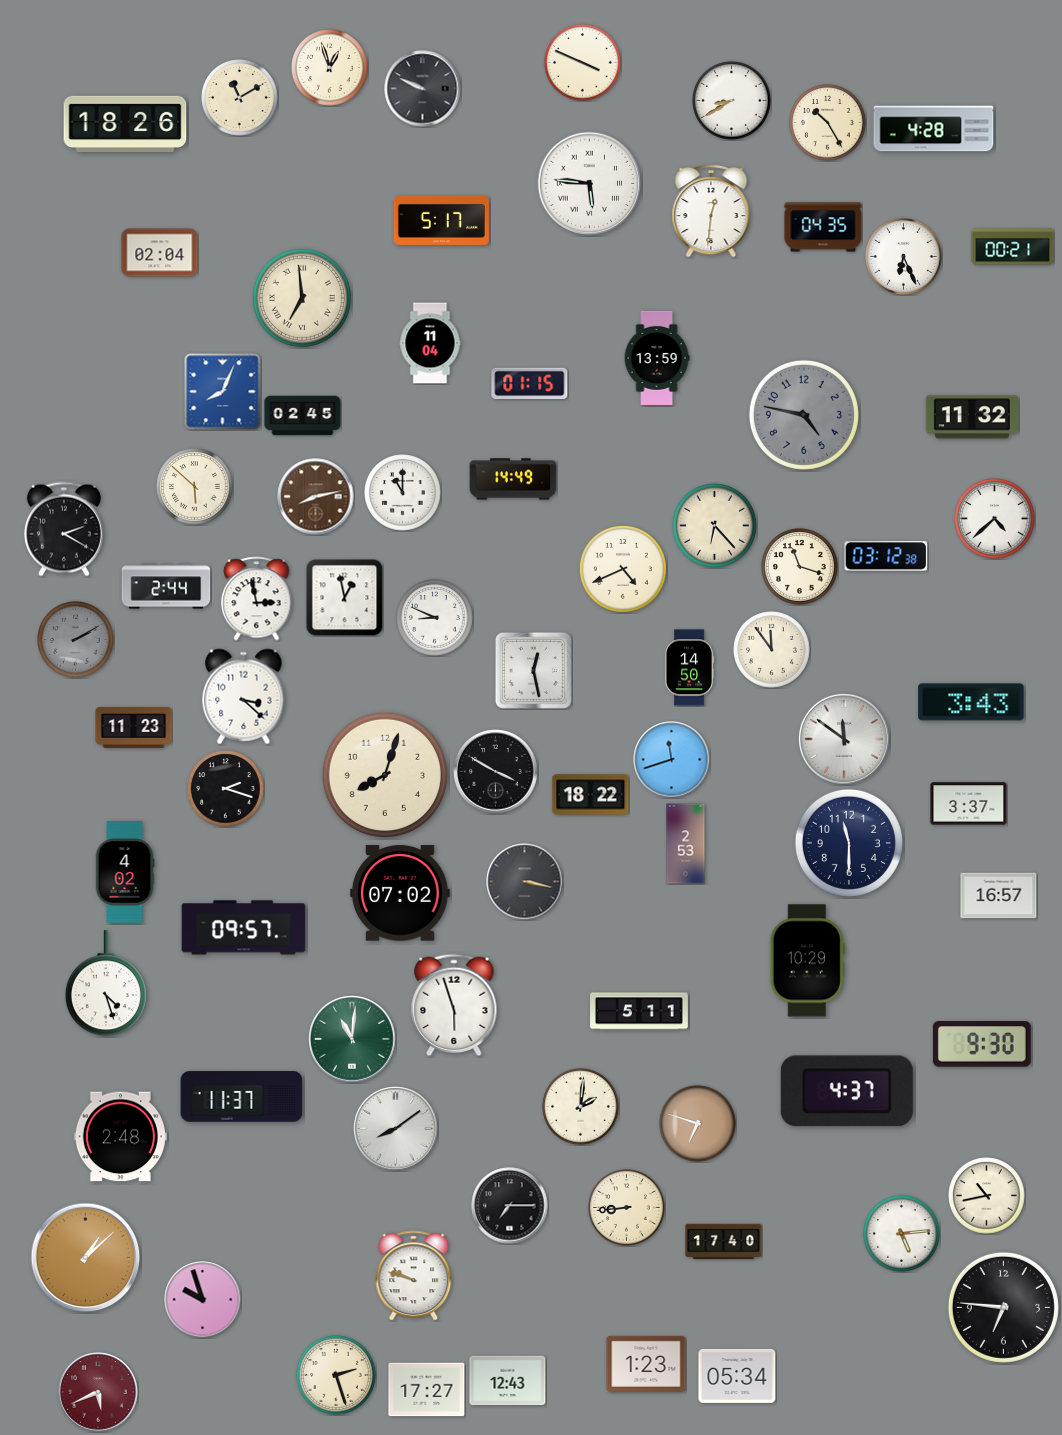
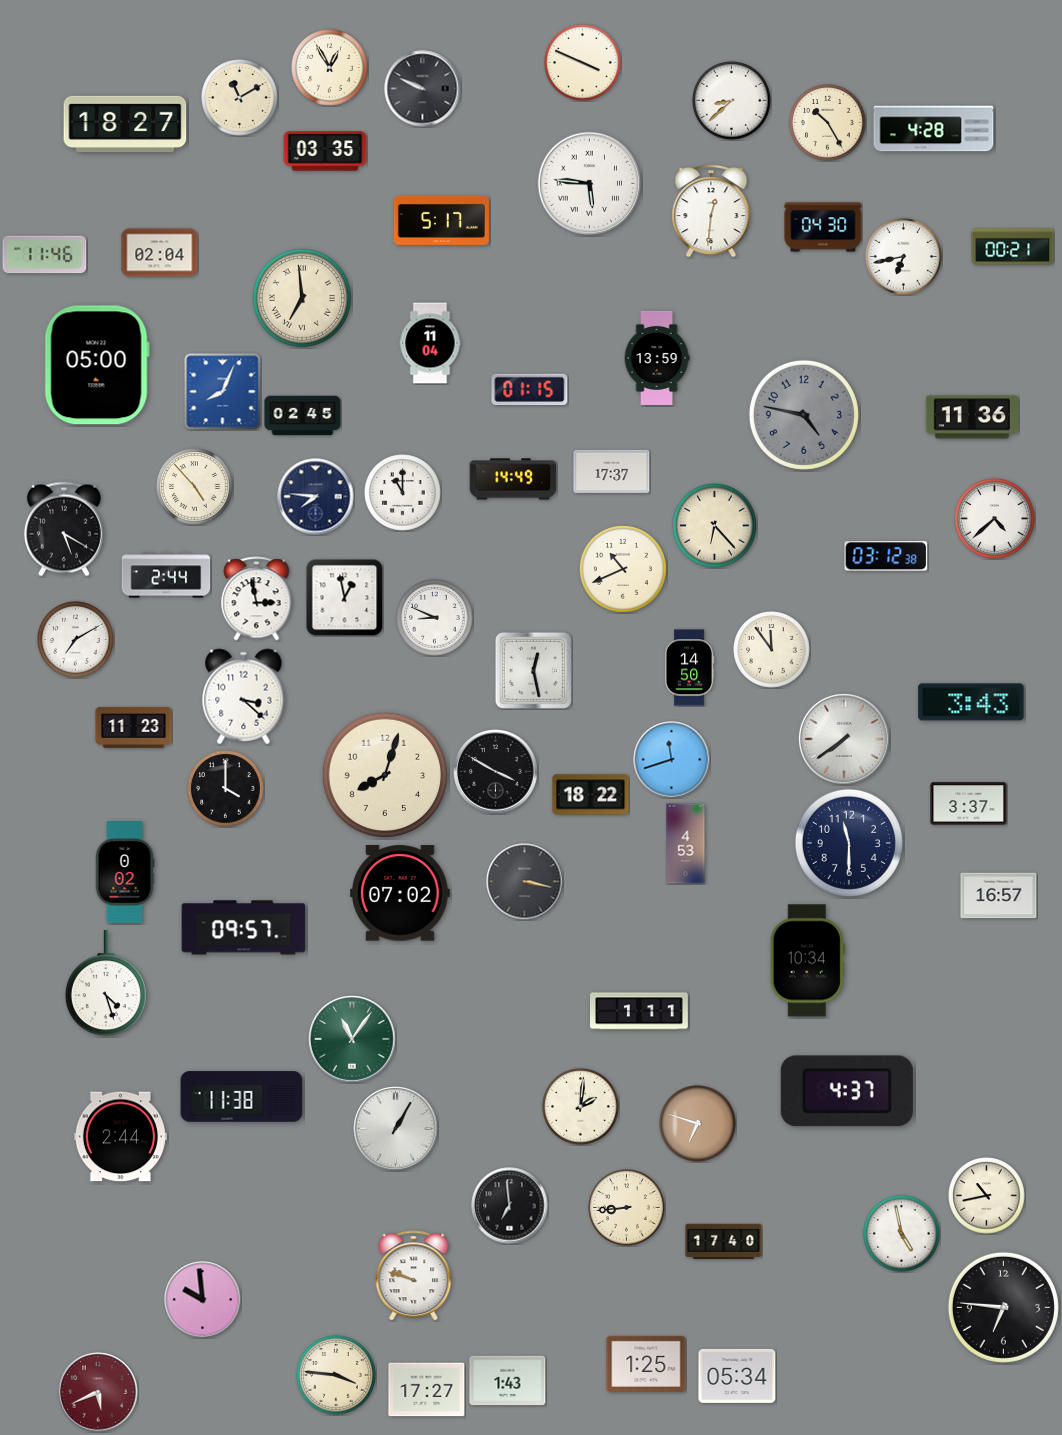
clock at (330, 68): 12:57 -> 12:55
clock at (732, 101): 8:40 -> 8:38
clock at (125, 123): 18:26 -> 18:27
clock at (325, 151): none -> 03:35
clock at (823, 227): 04:35 -> 04:30
clock at (45, 255): none -> 11:46
clock at (904, 257): 6:26 -> 6:43
clock at (97, 365): none -> 05:00
clock at (530, 384) position: (530, 384) -> (530, 390)
clock at (972, 417): 11:32 -> 11:36
clock at (612, 471): none -> 17:37
clock at (195, 487): 5:52 -> 4:53
clock at (316, 497): 8:13 -> 7:46
clock at (316, 497) dial: brown -> navy
clock at (64, 529): 2:20 -> 5:20
clock at (800, 567): 11:18 -> none
clock at (624, 570): 4:41 -> 10:41
clock at (166, 586) position: (166, 586) -> (166, 575)
clock at (76, 640): 2:10 -> 7:10
clock at (76, 640) dial: grey -> white
clock at (844, 739): 11:51 -> 7:39
clock at (226, 789): 2:18 -> 4:00
clock at (686, 844): 2:53 -> 4:53
clock at (125, 872): 4:02 -> 0:02
clock at (807, 961): 10:29 -> 10:34
clock at (454, 1005): 5:57 -> none
clock at (640, 1011): 5:11 -> 1:11
clock at (353, 1040): 11:01 -> 11:06
clock at (982, 1044): 9:30 -> none
clock at (242, 1097): 11:37 -> 11:38
clock at (396, 1129): 8:09 -> 1:05
clock at (120, 1137): 2:48 -> 2:44
clock at (510, 1206): 7:15 -> 6:59
clock at (902, 1234): 5:14 -> 4:58
clock at (86, 1258): 1:08 -> none
clock at (203, 1300): 9:57 -> 9:59
clock at (646, 1364): 1:23 -> 1:25
clock at (336, 1375): 2:27 -> 3:46
clock at (508, 1381): 12:43 -> 1:43
